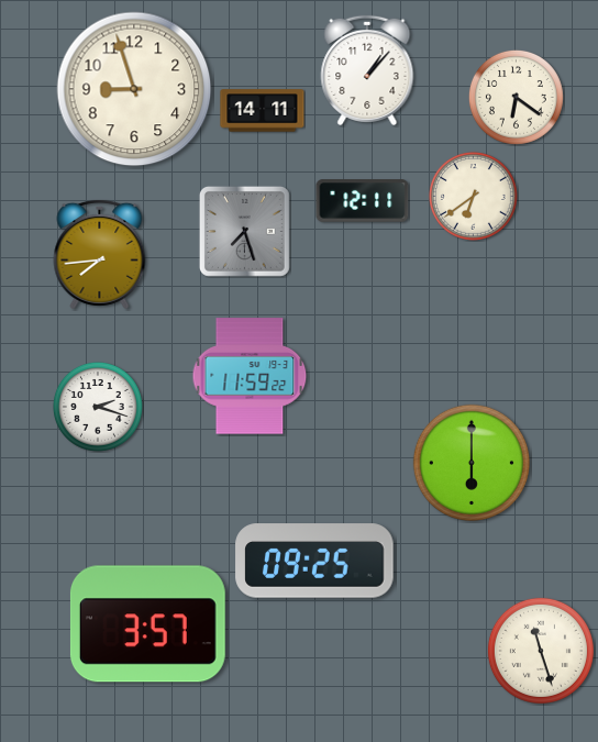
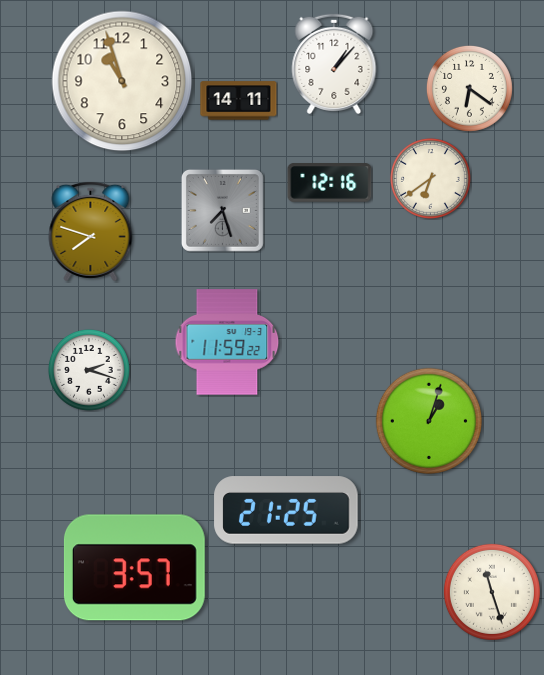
clock at (134, 89): 8:57 -> 10:57
clock at (363, 201): 12:11 -> 12:16
clock at (100, 254): 7:44 -> 7:48
clock at (472, 463): 6:00 -> 1:03
clock at (314, 561): 09:25 -> 21:25
